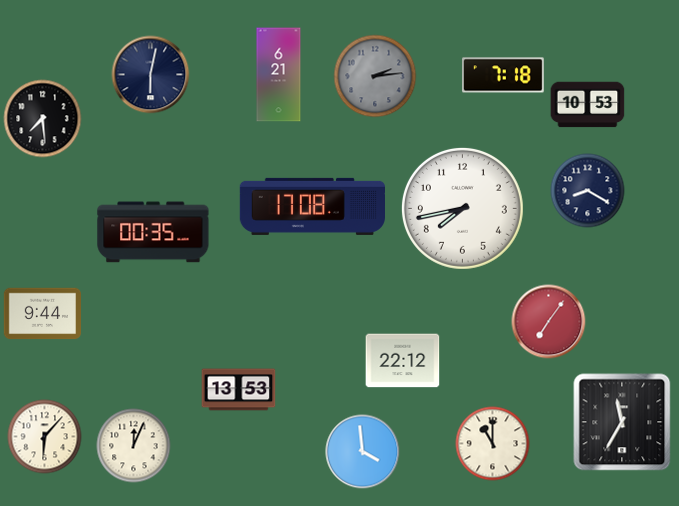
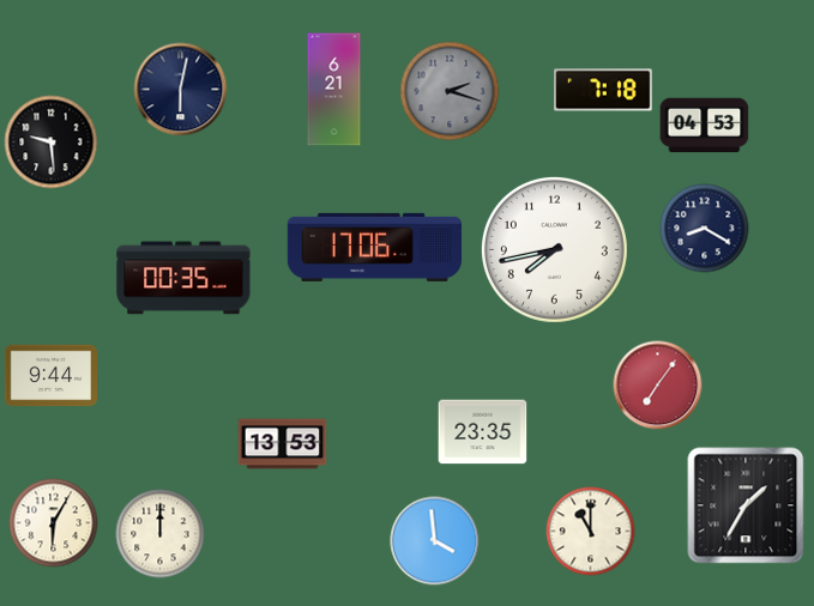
clock at (375, 76): 2:14 -> 2:18
clock at (588, 105): 10:53 -> 04:53
clock at (43, 119): 7:29 -> 9:29
clock at (312, 206): 17:08 -> 17:06
clock at (403, 361): 22:12 -> 23:35
clock at (239, 390) position: (239, 390) -> (283, 444)
clock at (622, 422): 11:35 -> 1:35
clock at (45, 437): 6:07 -> 6:05
clock at (134, 446): 12:04 -> 12:00
